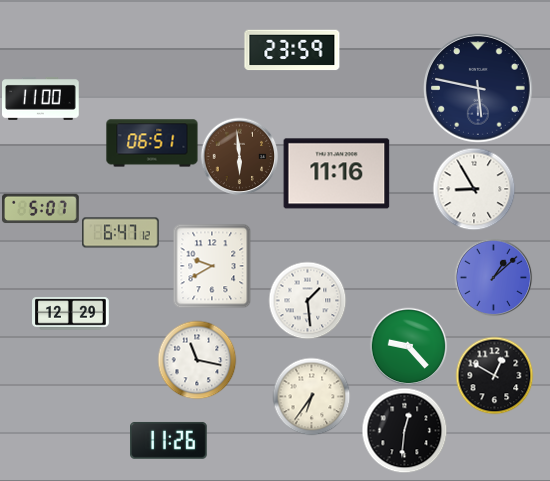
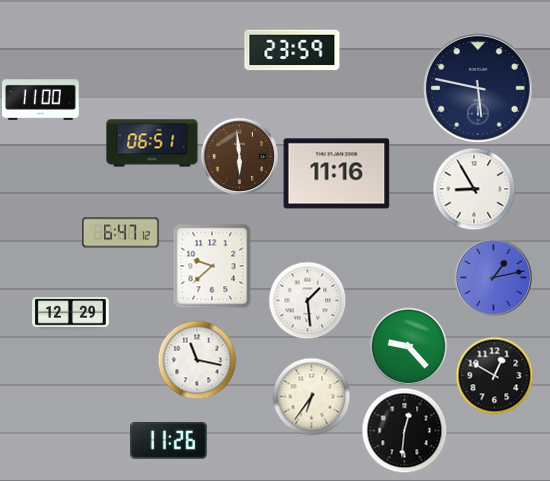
clock at (41, 209): 5:07 -> none
clock at (212, 266): 9:40 -> 9:38
clock at (493, 277): 1:08 -> 1:13
